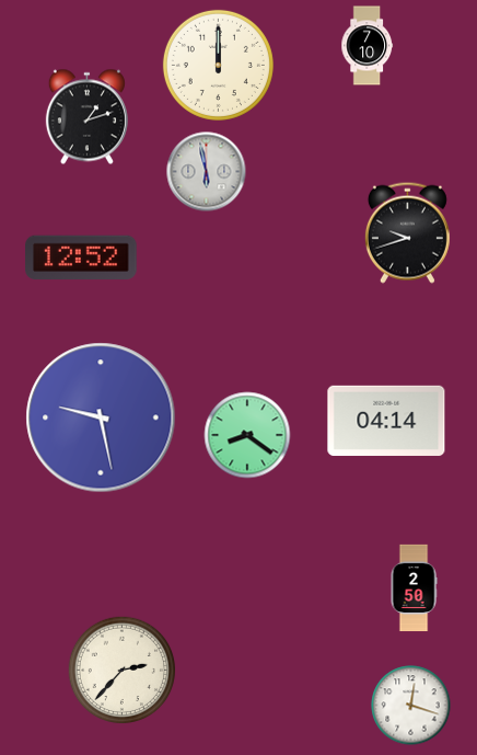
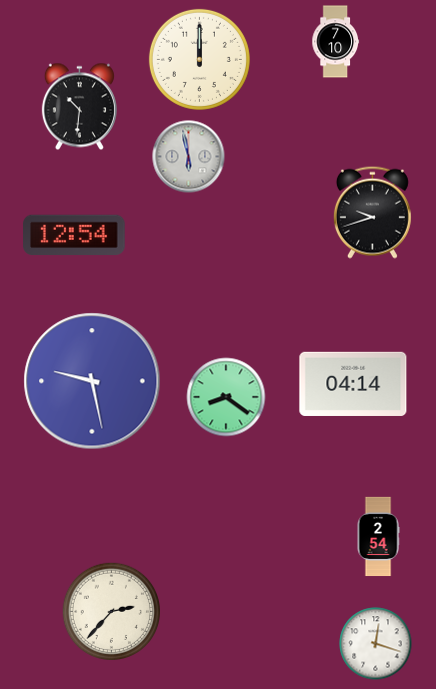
clock at (86, 117): 1:12 -> 10:31
clock at (81, 258): 12:52 -> 12:54
clock at (414, 588): 2:50 -> 2:54
